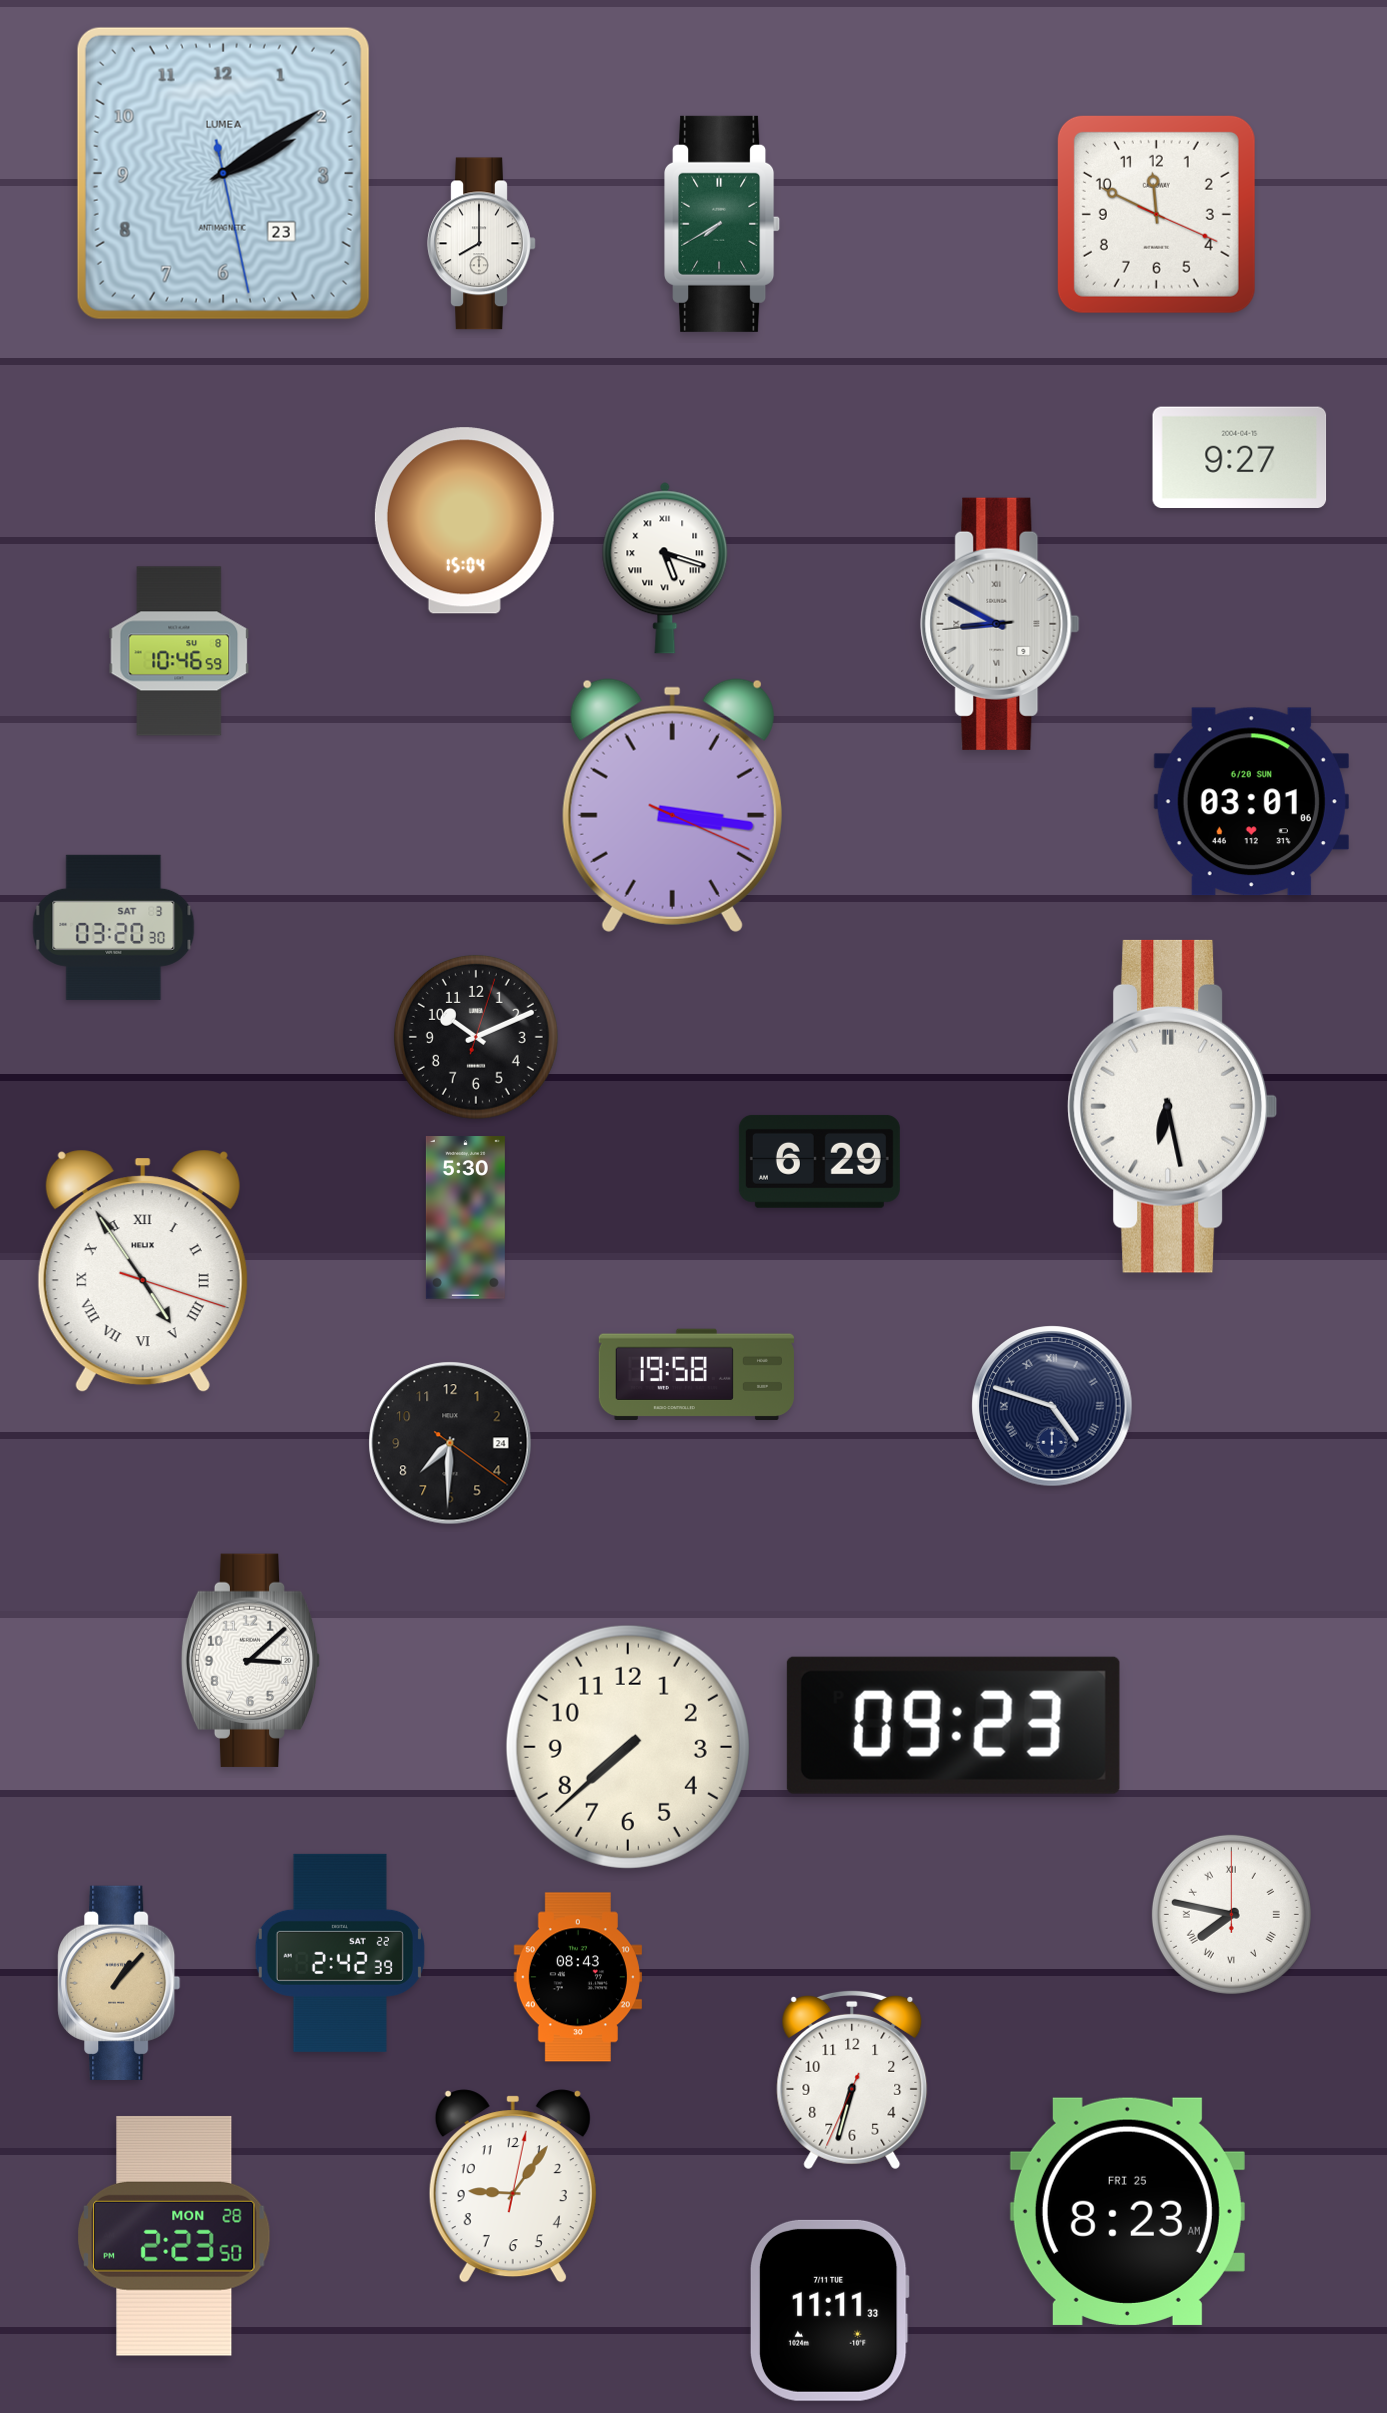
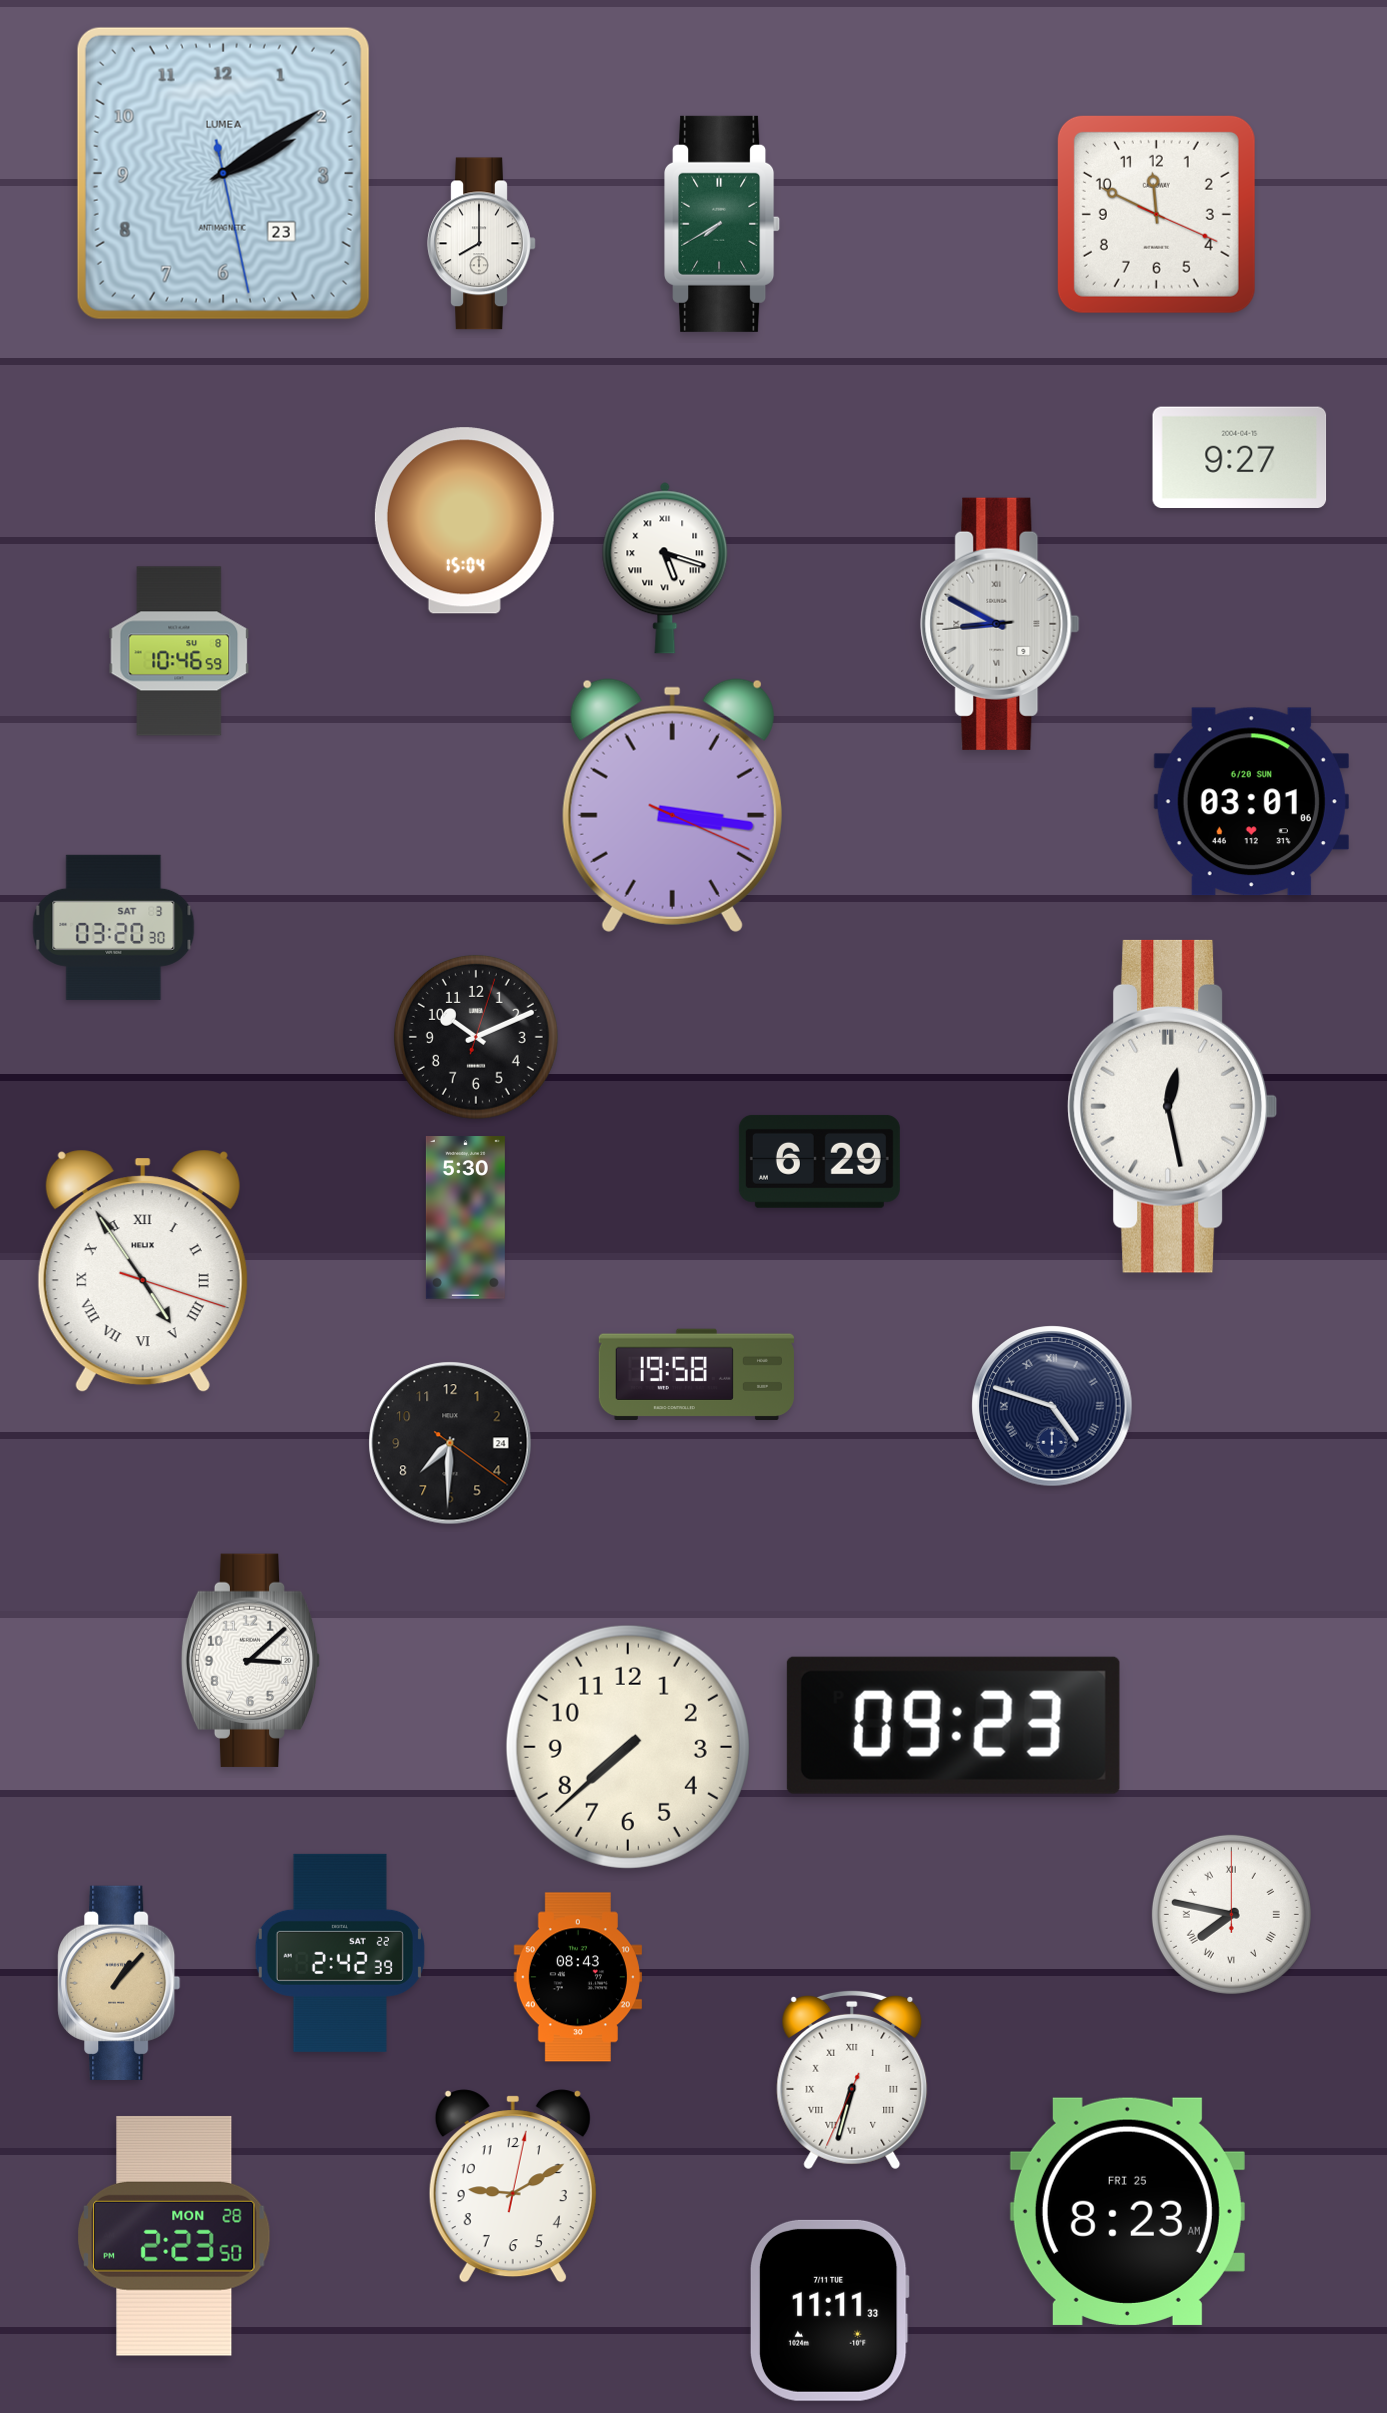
clock at (1172, 1106): 6:28 -> 12:28
clock at (852, 2080) numerals: Arabic -> Roman
clock at (513, 2186): 9:06 -> 9:10
